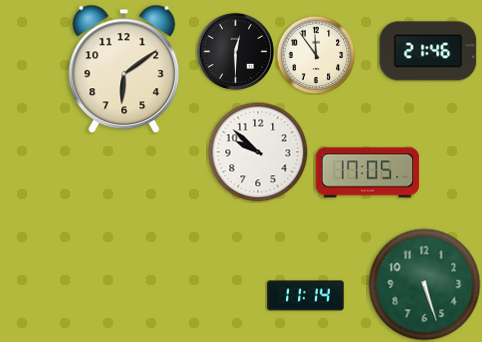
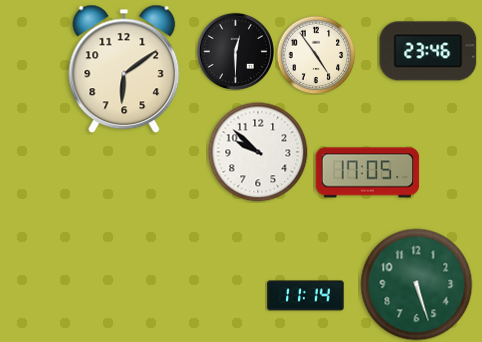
clock at (428, 51): 21:46 -> 23:46
clock at (316, 55): 11:54 -> 4:54
clock at (425, 285) position: (425, 285) -> (417, 285)
